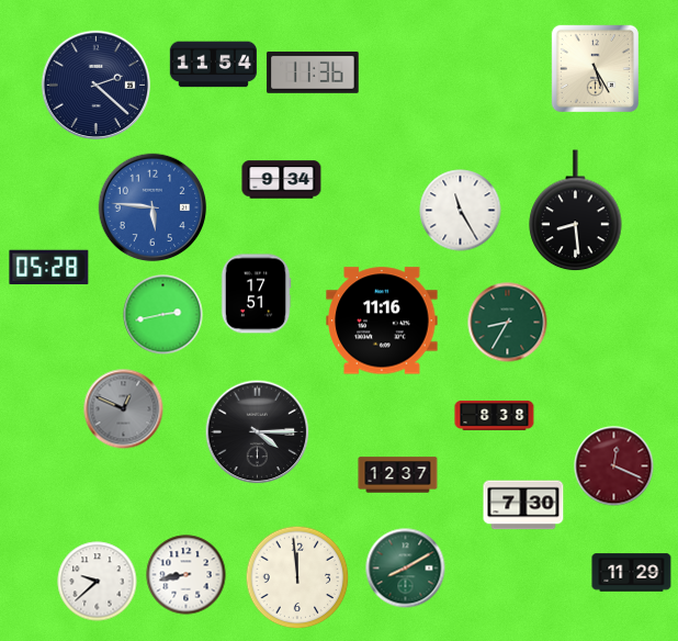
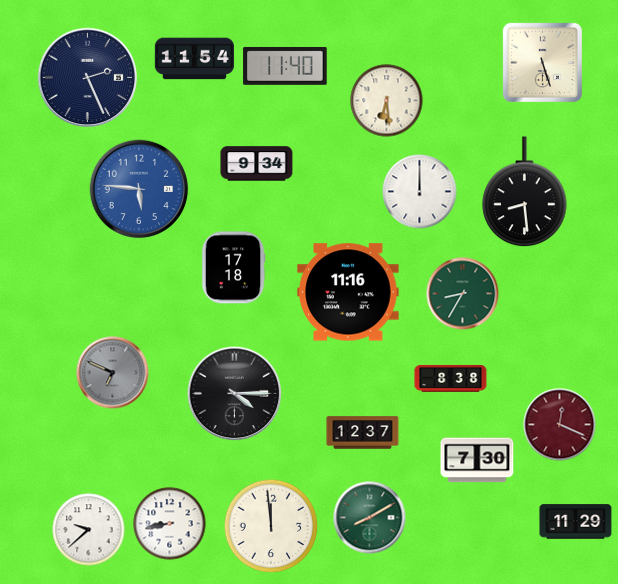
clock at (595, 68): 5:25 -> 5:27
clock at (313, 72): 11:36 -> 11:40
clock at (97, 86): 2:22 -> 2:26
clock at (387, 101): none -> 6:29
clock at (461, 211): 11:25 -> 12:00
clock at (49, 267): 05:28 -> none
clock at (256, 294): 17:51 -> 17:18
clock at (163, 315): 2:43 -> none
clock at (124, 409): 12:49 -> 6:49
